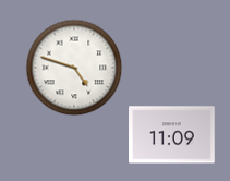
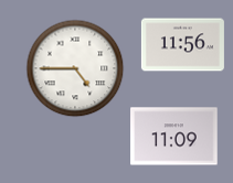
clock at (182, 45): none -> 11:56
clock at (74, 68): 4:48 -> 4:45
